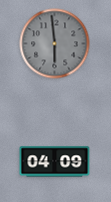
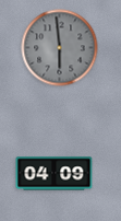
clock at (55, 162) position: (55, 162) -> (55, 174)
